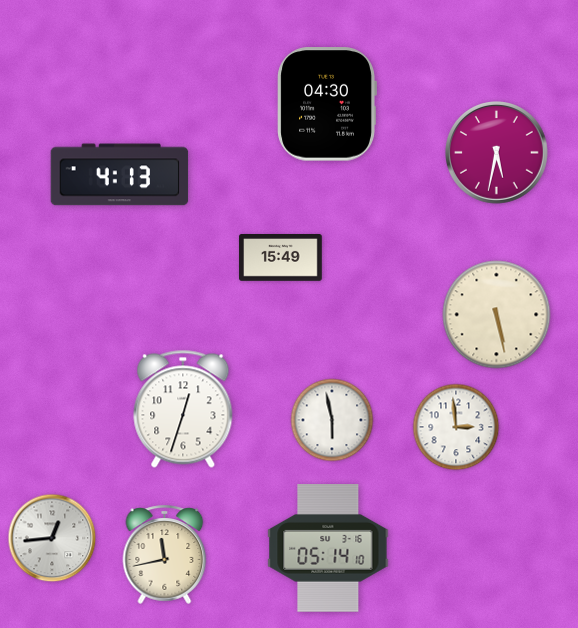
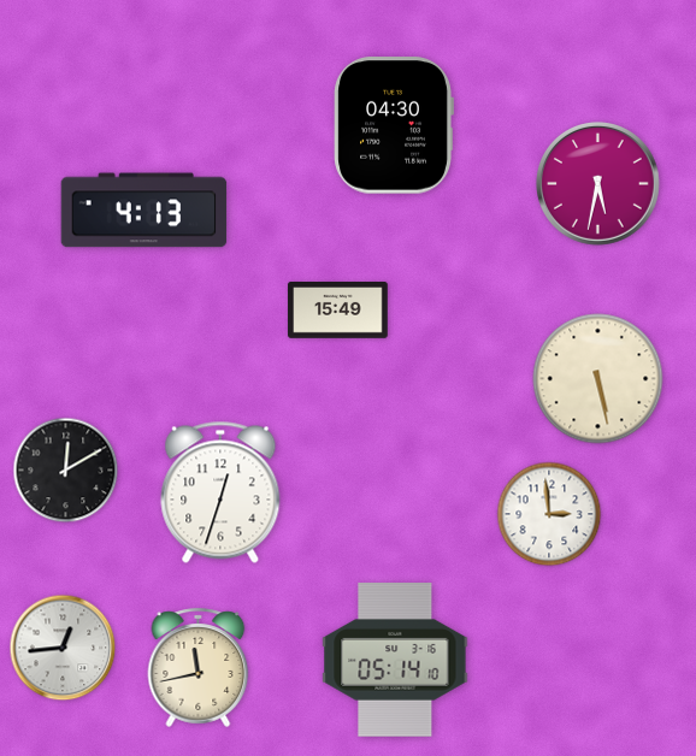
clock at (66, 471): none -> 12:10
clock at (332, 420): 5:58 -> none
